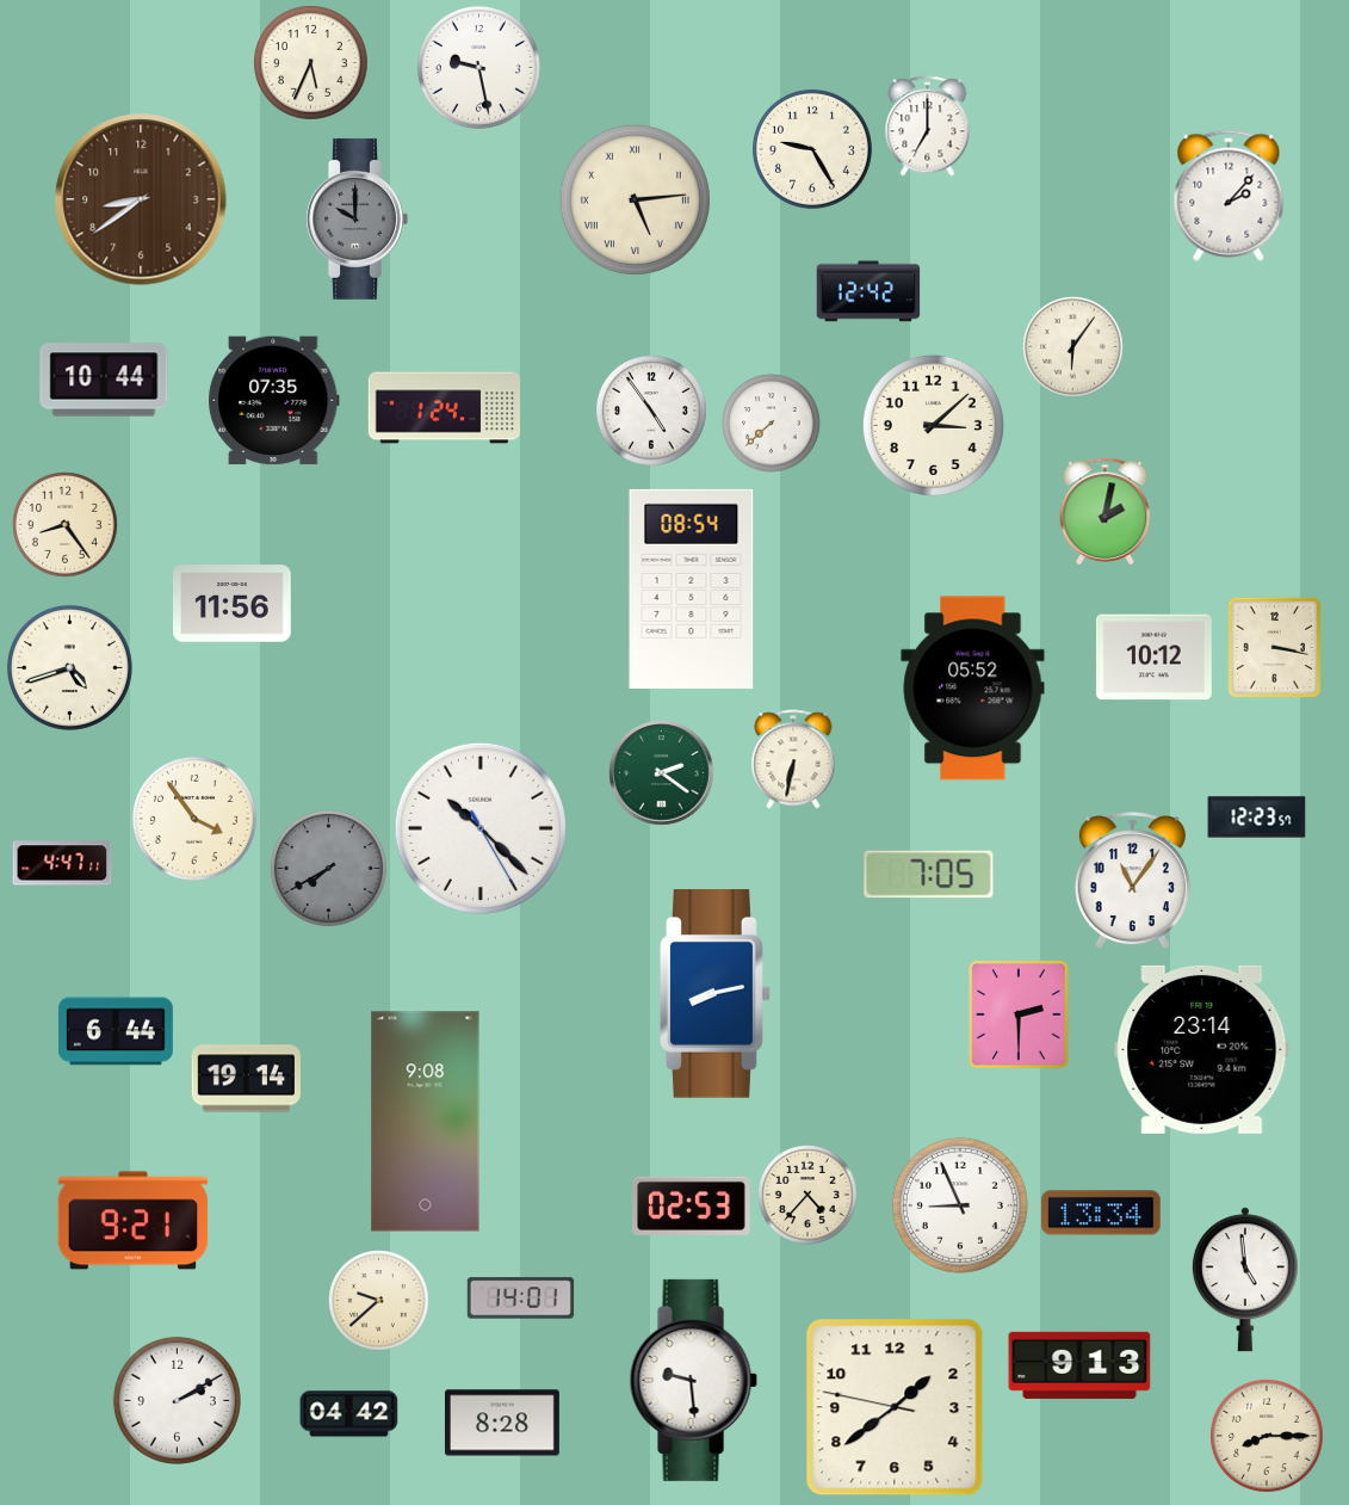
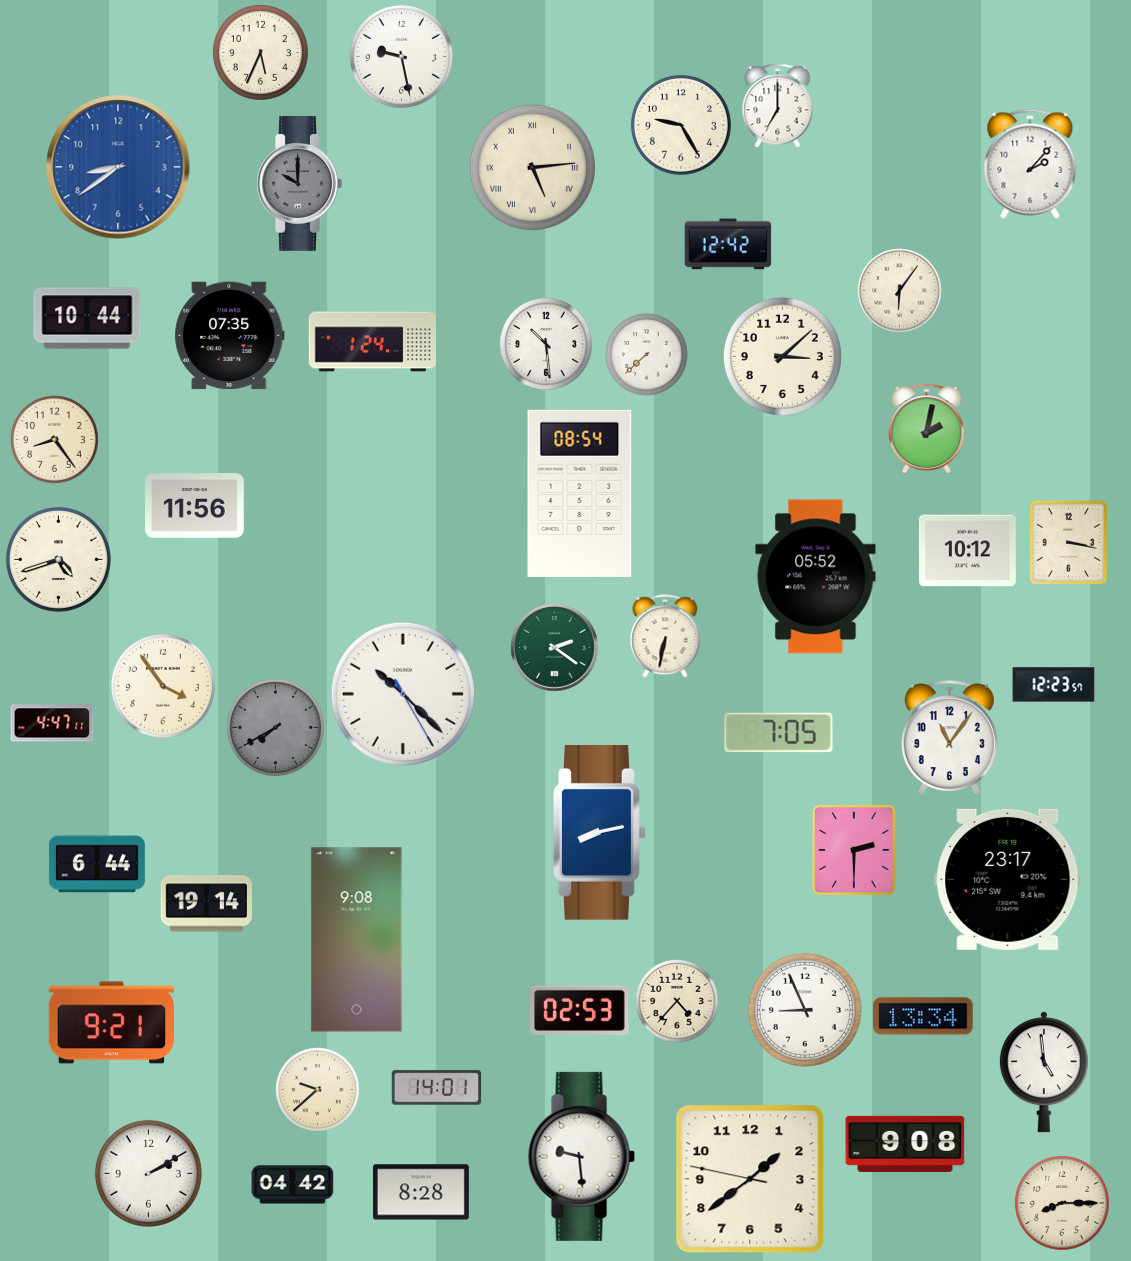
clock at (141, 199) dial: brown -> blue
clock at (652, 412): 4:54 -> 10:29
clock at (1202, 1049): 23:14 -> 23:17
clock at (1079, 1365): 9:13 -> 9:08
